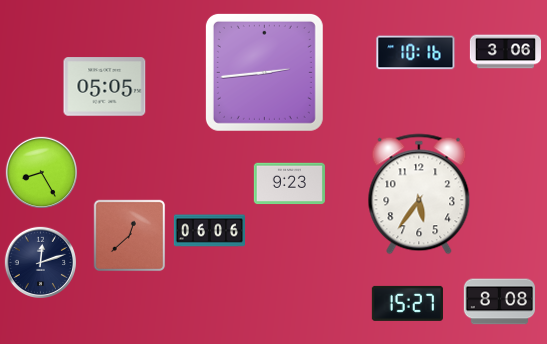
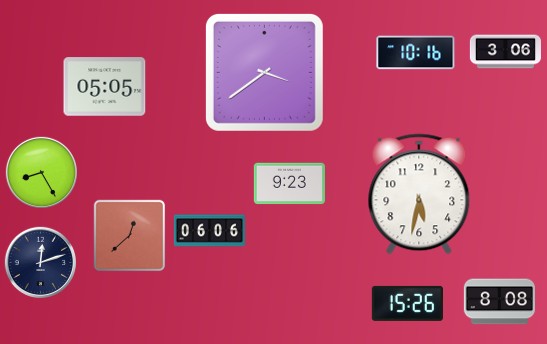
clock at (264, 72): 2:44 -> 3:39
clock at (419, 194): 5:36 -> 5:32
clock at (407, 303): 15:27 -> 15:26
